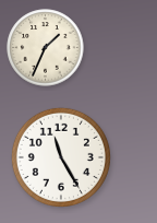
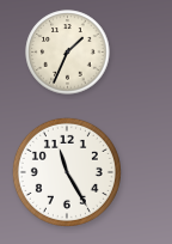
clock at (46, 48) position: (46, 48) -> (68, 53)
